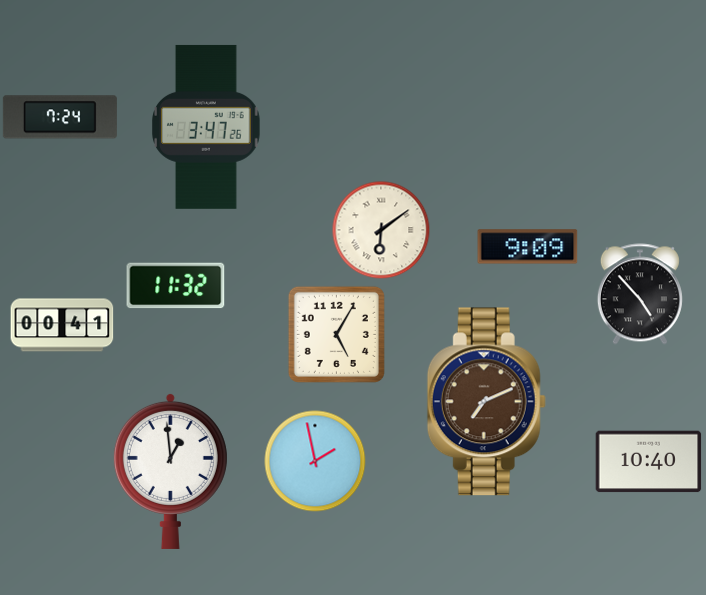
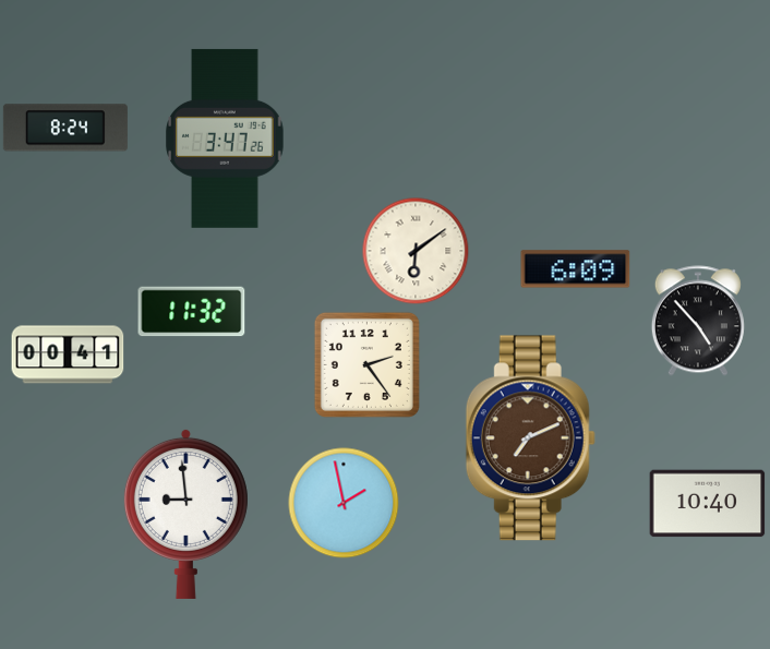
clock at (60, 117): 7:24 -> 8:24
clock at (528, 247): 9:09 -> 6:09
clock at (336, 334): 5:05 -> 2:24
clock at (170, 471): 12:59 -> 8:59
